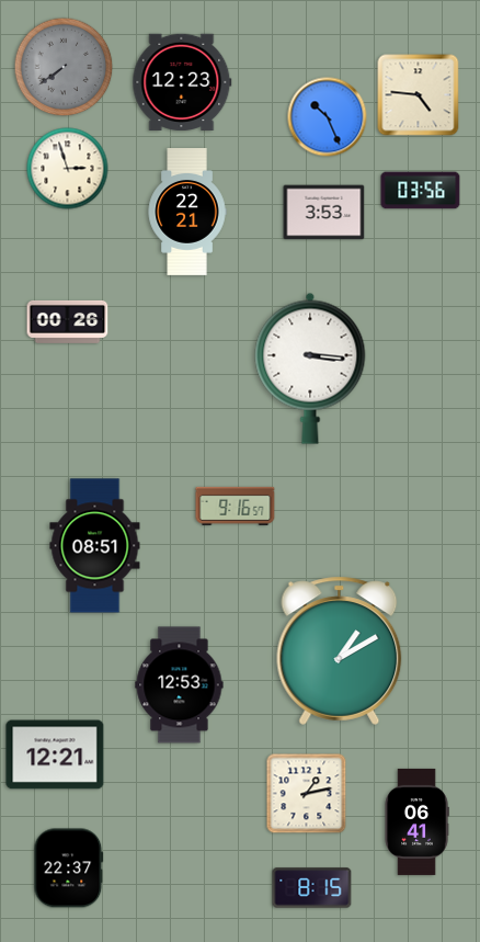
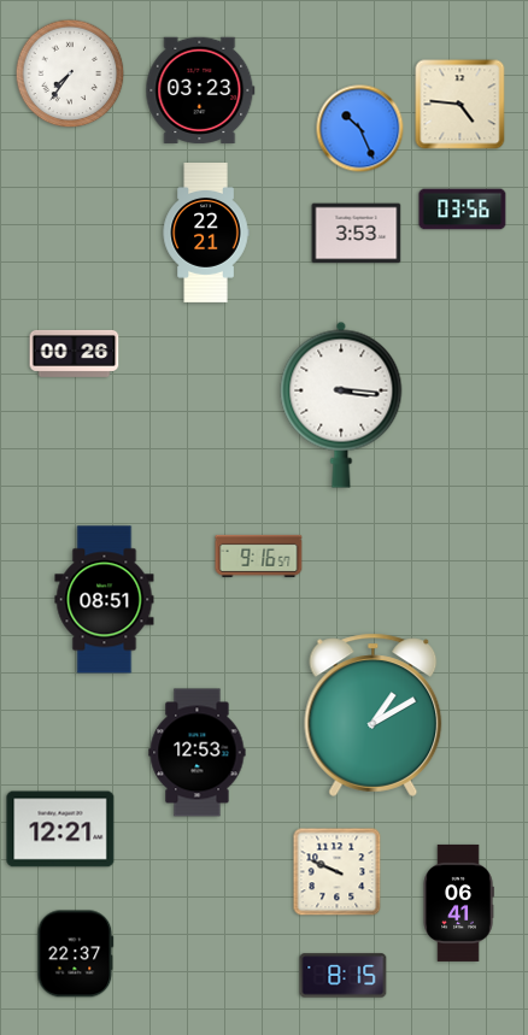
clock at (64, 67): 7:39 -> 7:36
clock at (64, 67) dial: grey -> white
clock at (182, 82): 12:23 -> 03:23
clock at (68, 169): 2:57 -> none
clock at (307, 794): 1:13 -> 9:49
